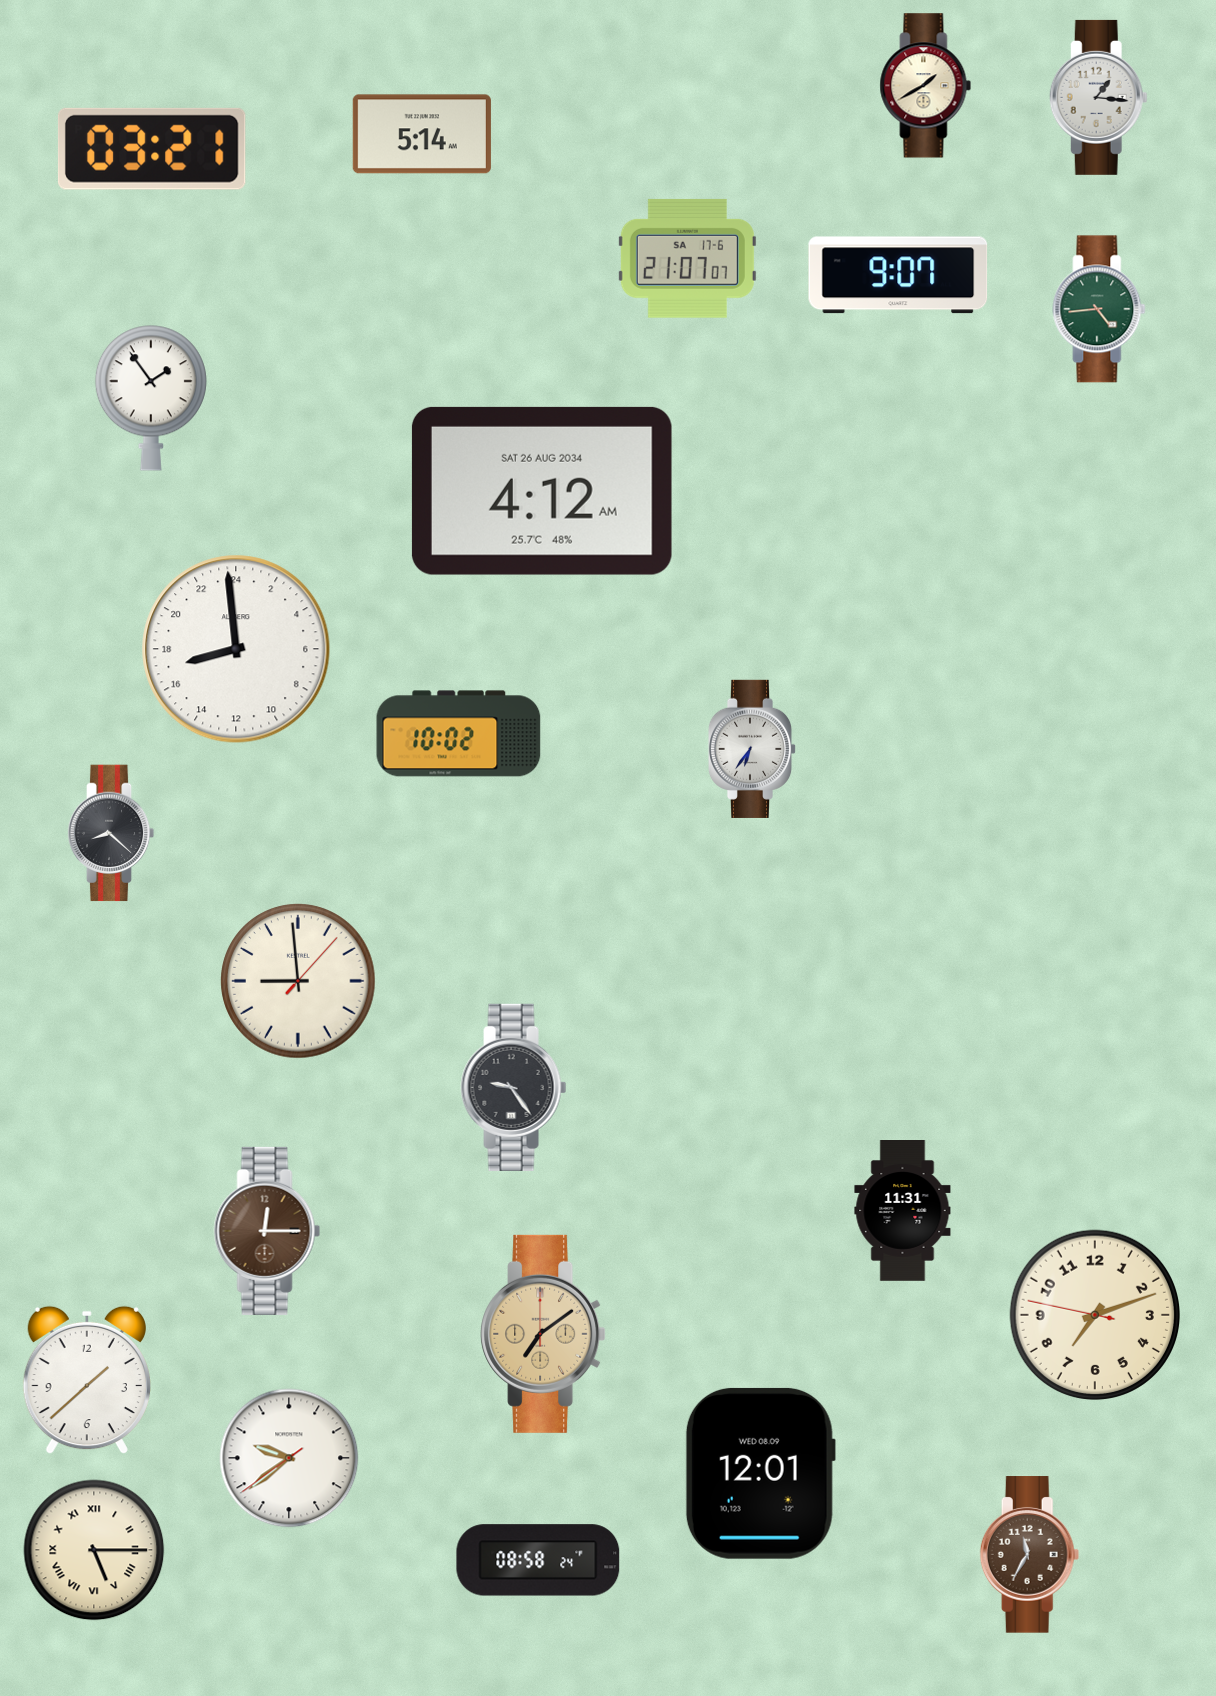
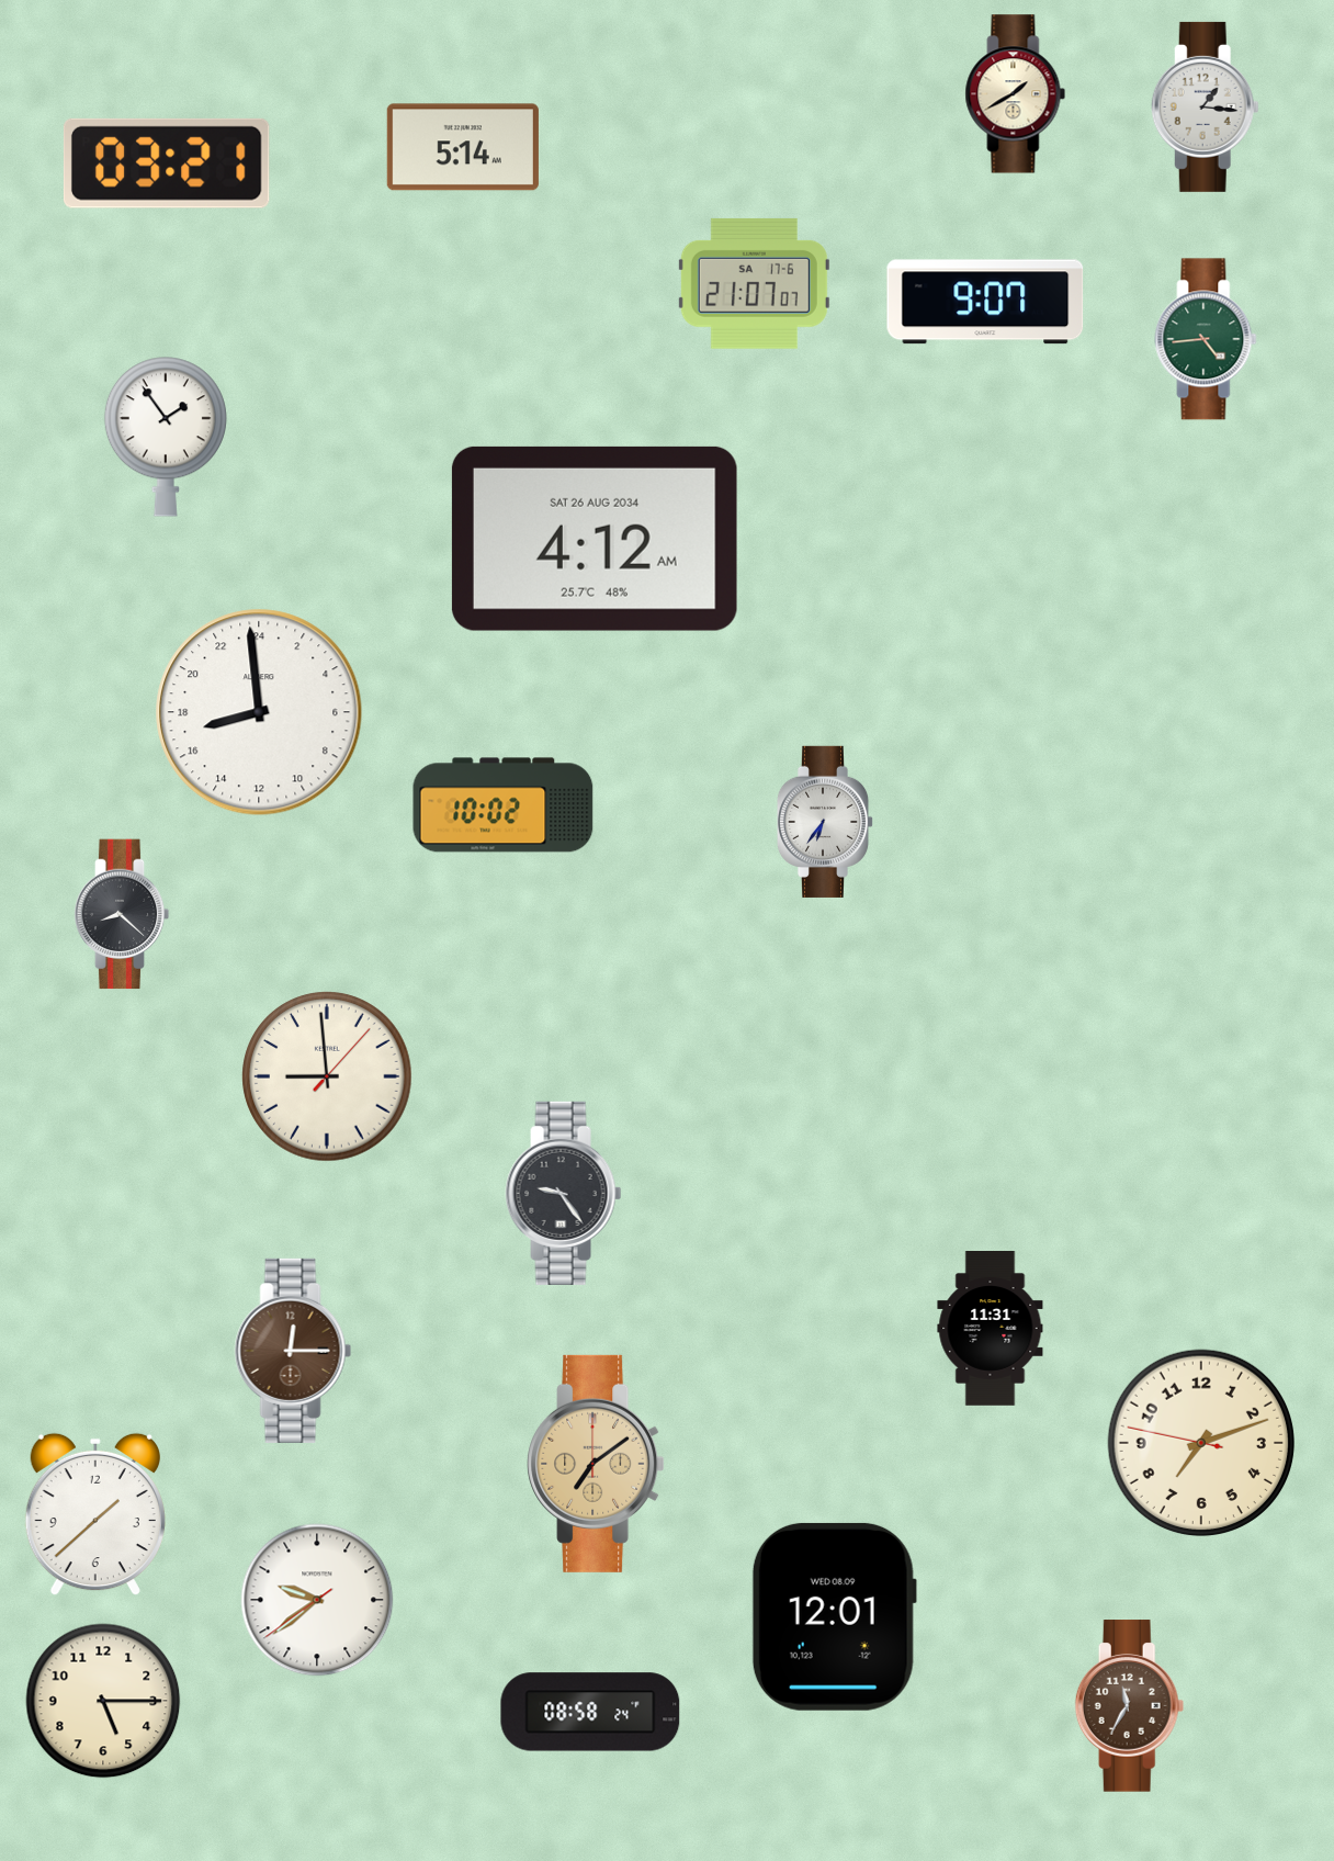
clock at (94, 1550) numerals: Roman -> Arabic
